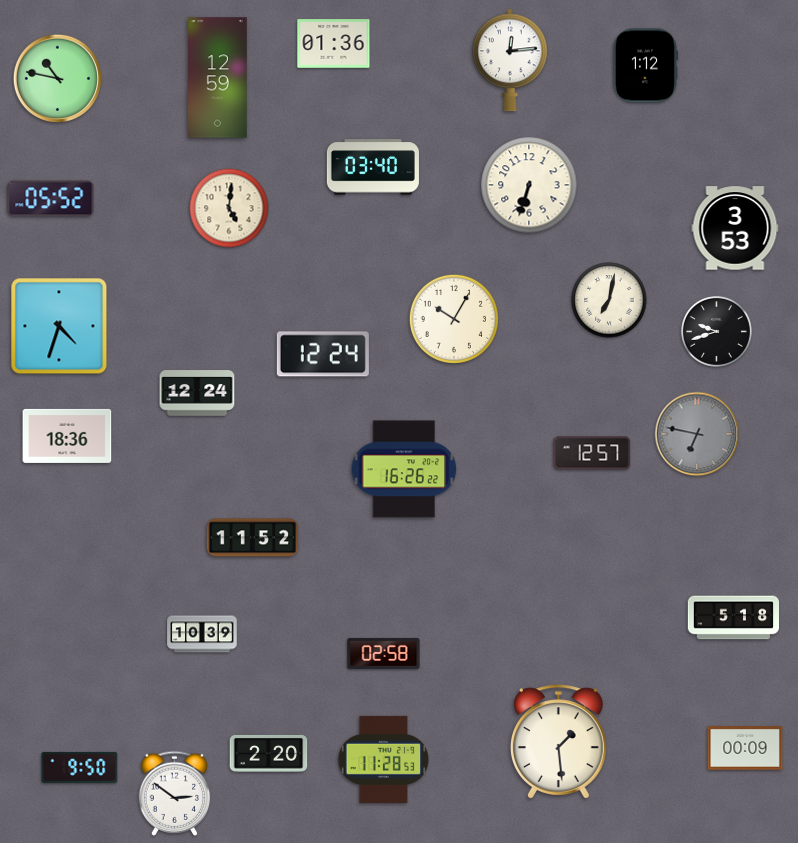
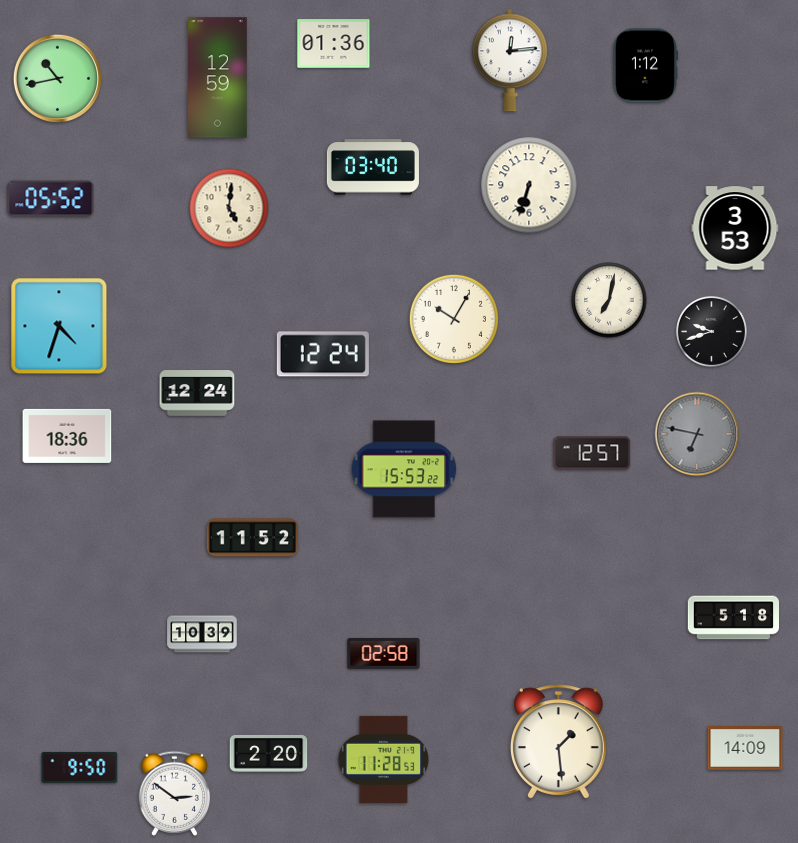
clock at (57, 78): 10:47 -> 10:43
clock at (716, 331) position: (716, 331) -> (711, 331)
clock at (404, 469): 16:26 -> 15:53
clock at (745, 749): 00:09 -> 14:09
